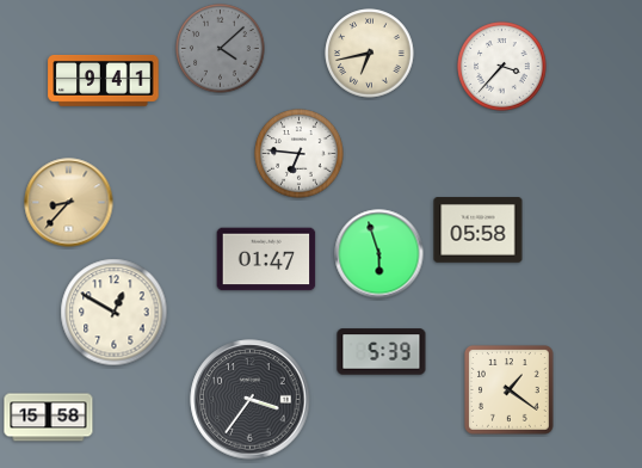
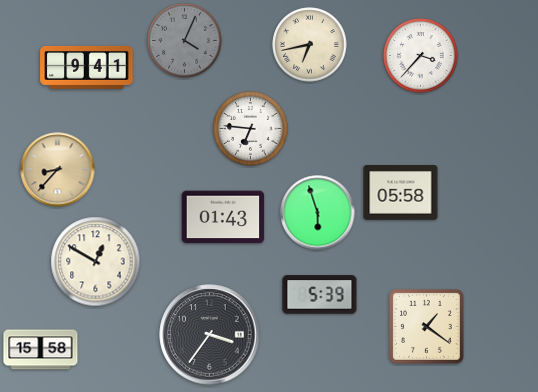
clock at (221, 49): 4:08 -> 4:04
clock at (266, 259): 01:47 -> 01:43
